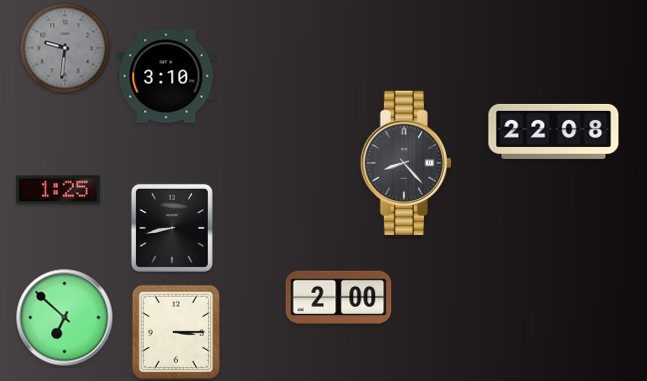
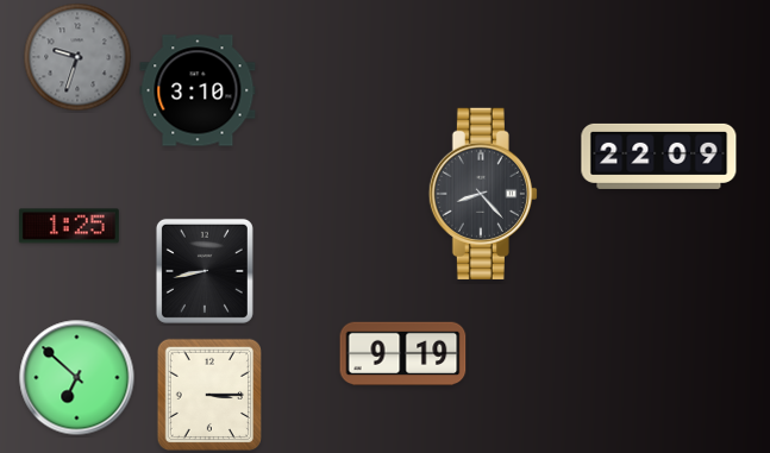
clock at (65, 48): 9:31 -> 9:33
clock at (554, 131): 22:08 -> 22:09
clock at (339, 298): 2:00 -> 9:19
